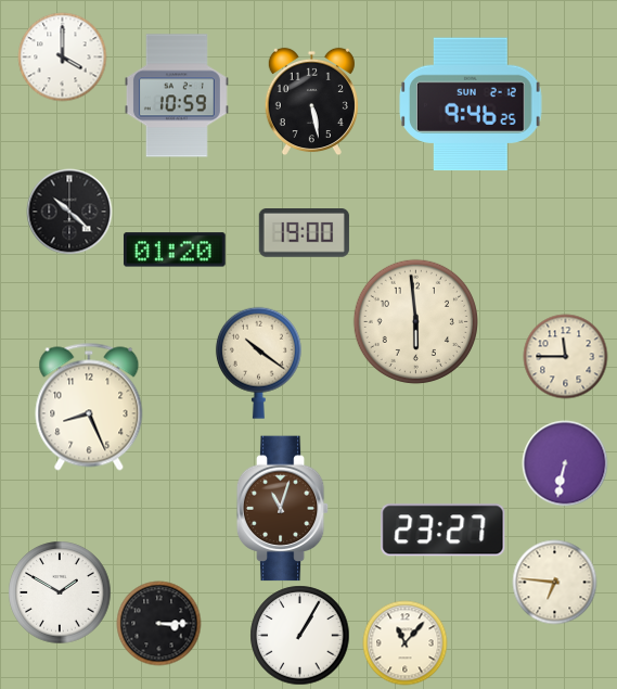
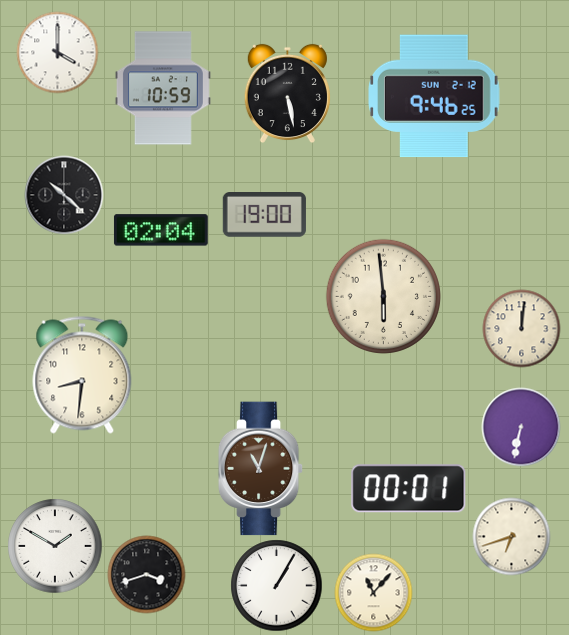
clock at (304, 233) position: (304, 233) -> (264, 215)
clock at (175, 250): 01:20 -> 02:04
clock at (565, 356): 11:45 -> 12:01
clock at (258, 362): 10:21 -> none
clock at (89, 407): 8:26 -> 8:31
clock at (444, 531): 23:27 -> 00:01
clock at (554, 582): 6:46 -> 6:42
clock at (158, 623): 3:15 -> 3:42
